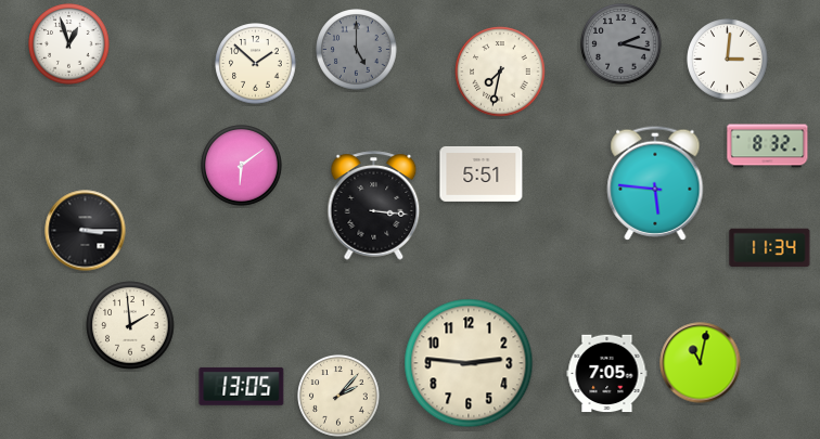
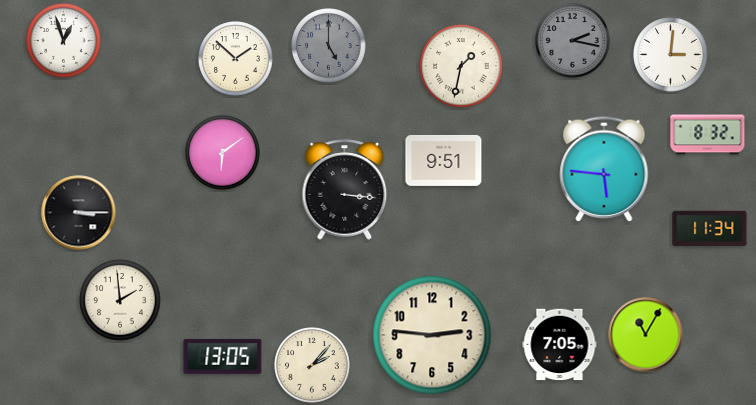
clock at (500, 72): 7:32 -> 1:32
clock at (482, 173): 5:51 -> 9:51
clock at (701, 363): 11:02 -> 11:05
